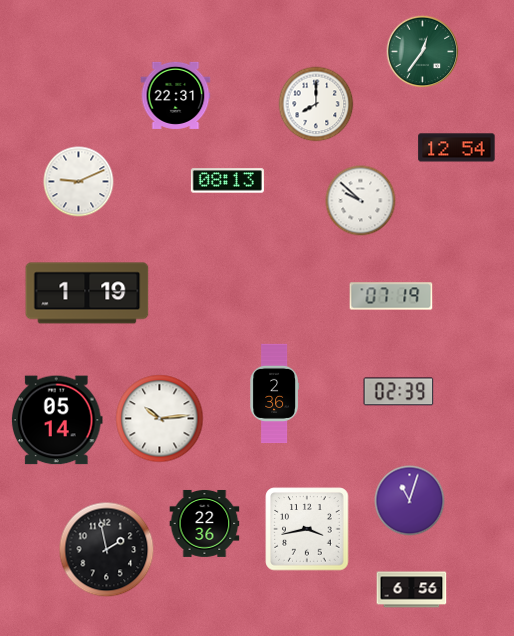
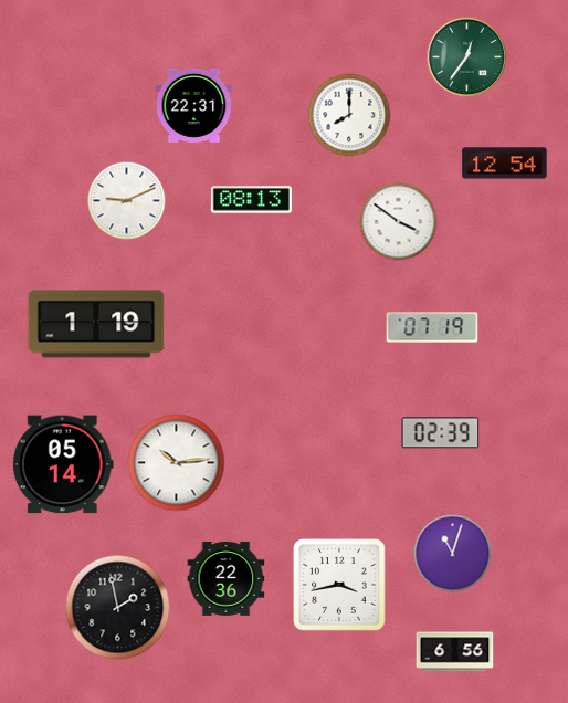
clock at (79, 182) position: (79, 182) -> (127, 201)
clock at (361, 201): 9:52 -> 3:51
clock at (274, 393): 2:36 -> none
